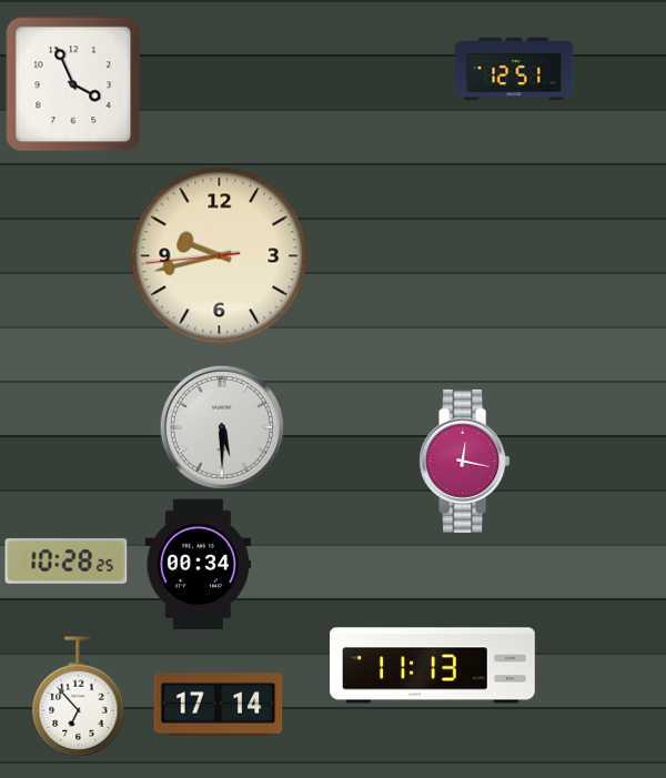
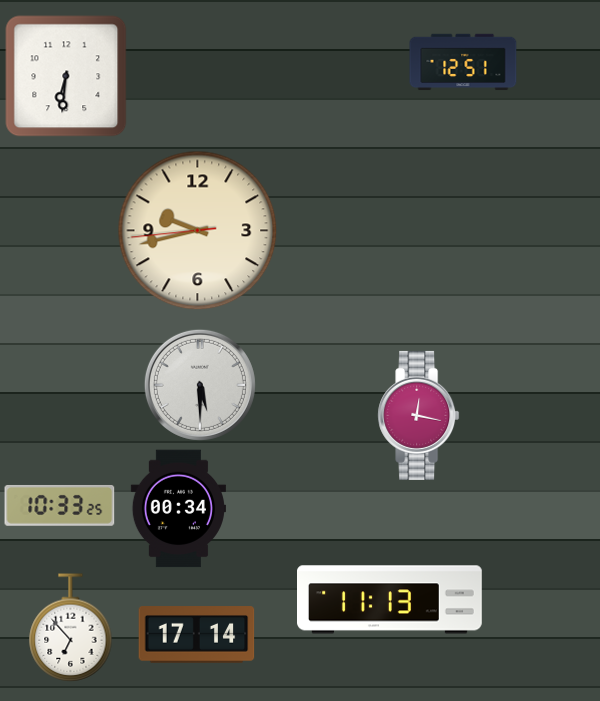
clock at (73, 84): 3:56 -> 6:31
clock at (67, 560): 10:28 -> 10:33
